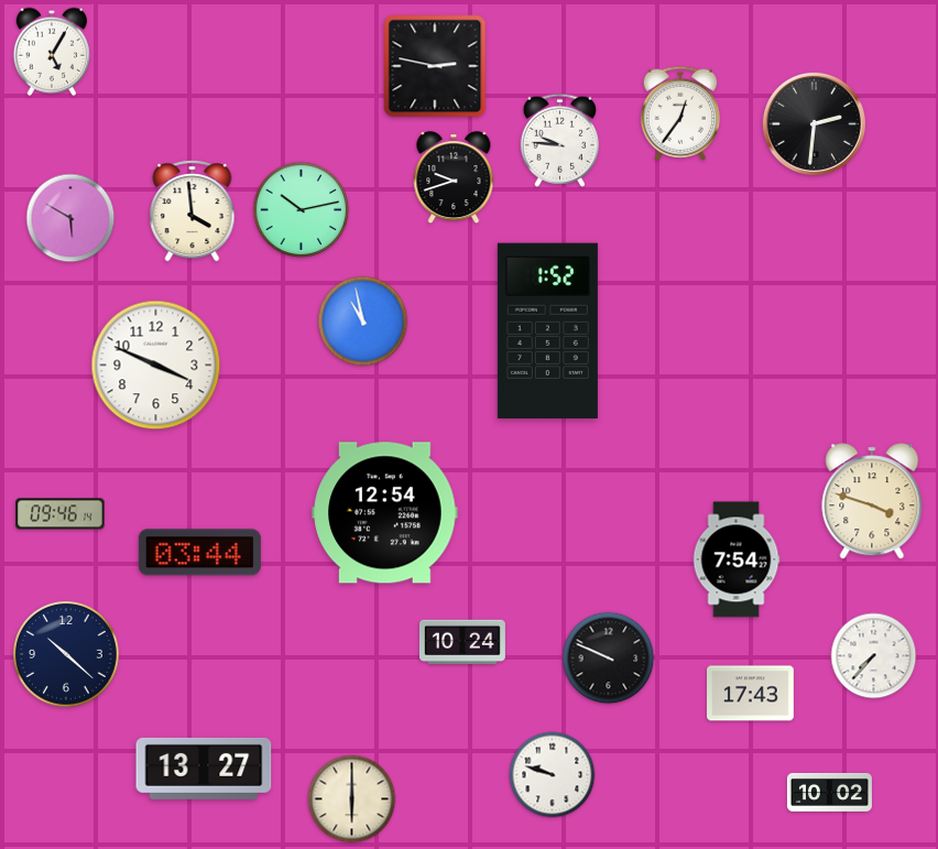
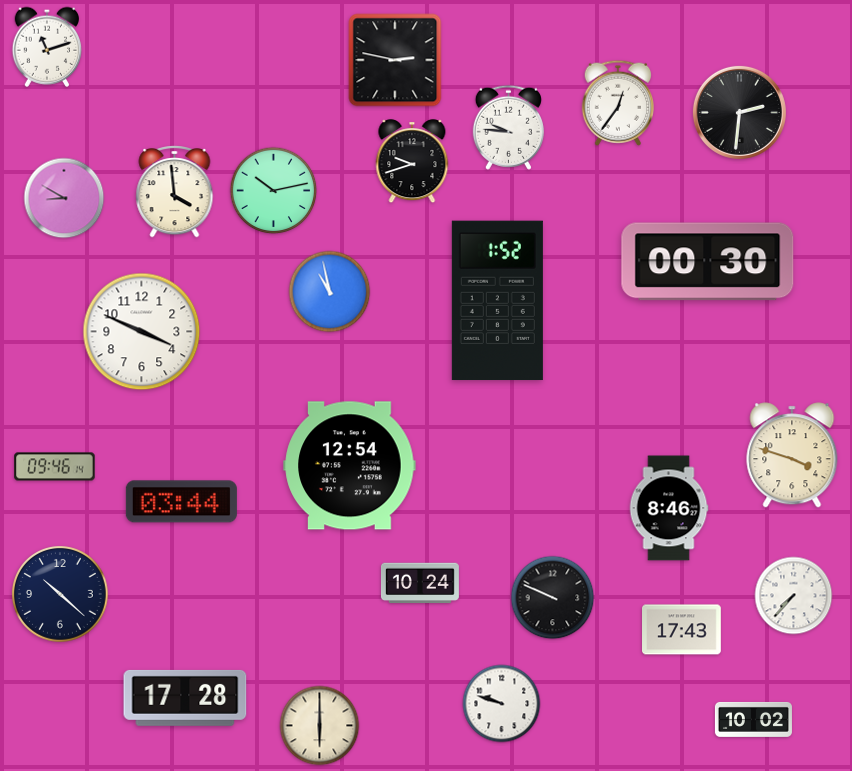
clock at (52, 52): 5:05 -> 11:12
clock at (70, 218): 5:50 -> 8:50
clock at (708, 262): none -> 00:30
clock at (737, 559): 7:54 -> 8:46
clock at (204, 769): 13:27 -> 17:28
